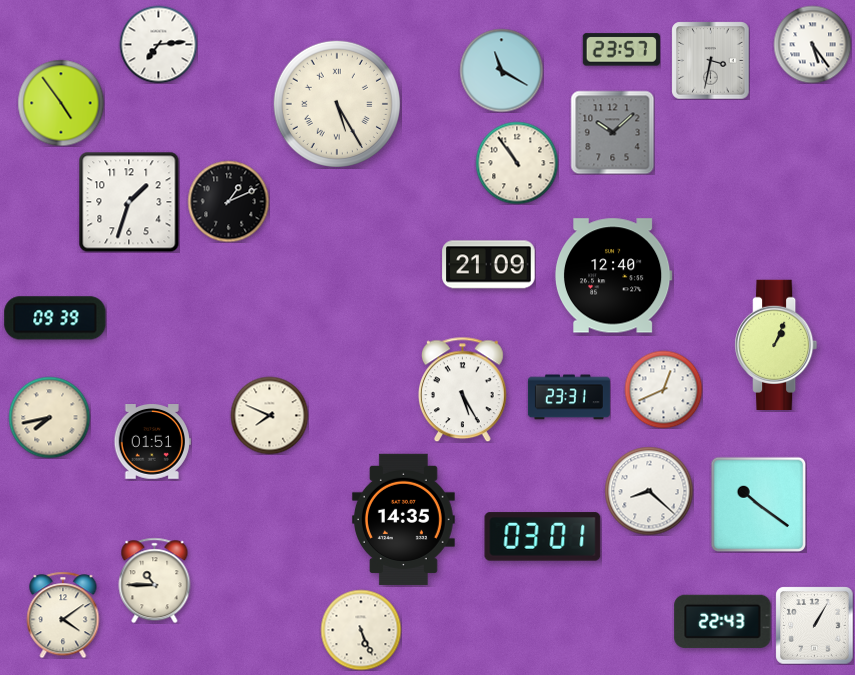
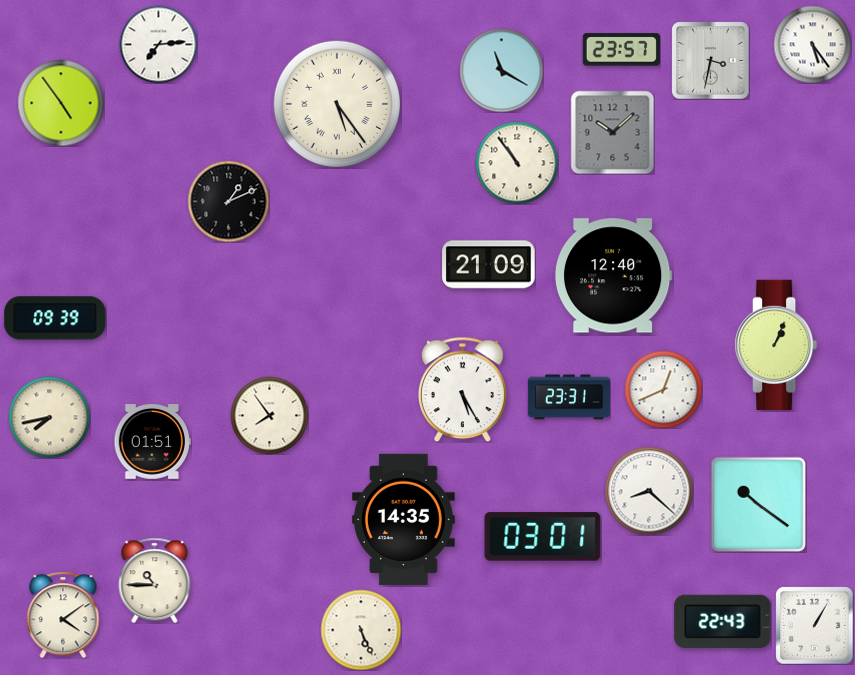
clock at (337, 104): 5:25 -> 5:24
clock at (129, 202): 1:33 -> none
clock at (269, 415): 7:49 -> 7:54
